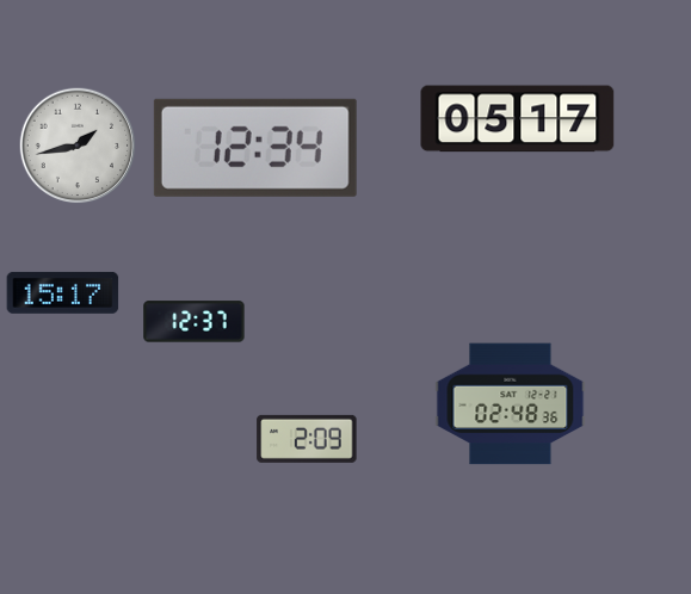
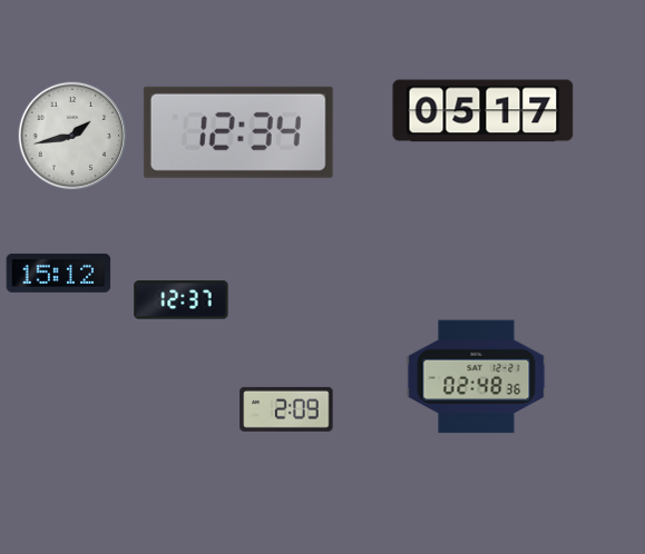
clock at (255, 148) position: (255, 148) -> (238, 132)
clock at (63, 292): 15:17 -> 15:12
